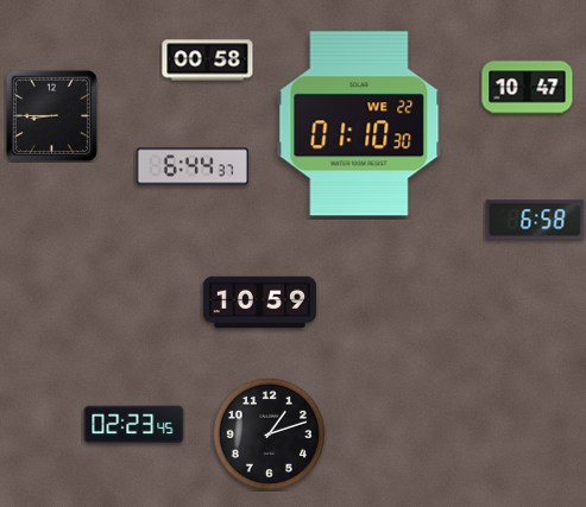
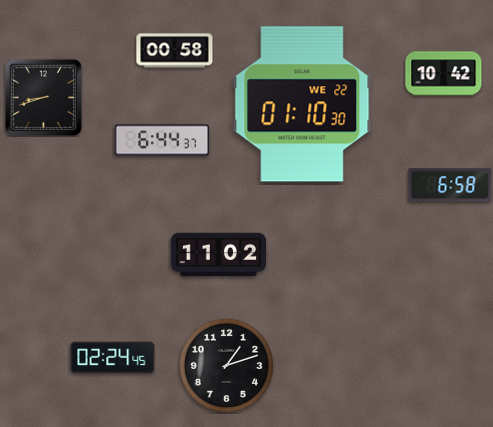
clock at (528, 88): 10:47 -> 10:42
clock at (51, 115): 8:45 -> 8:42
clock at (260, 303): 10:59 -> 11:02
clock at (134, 425): 02:23 -> 02:24
